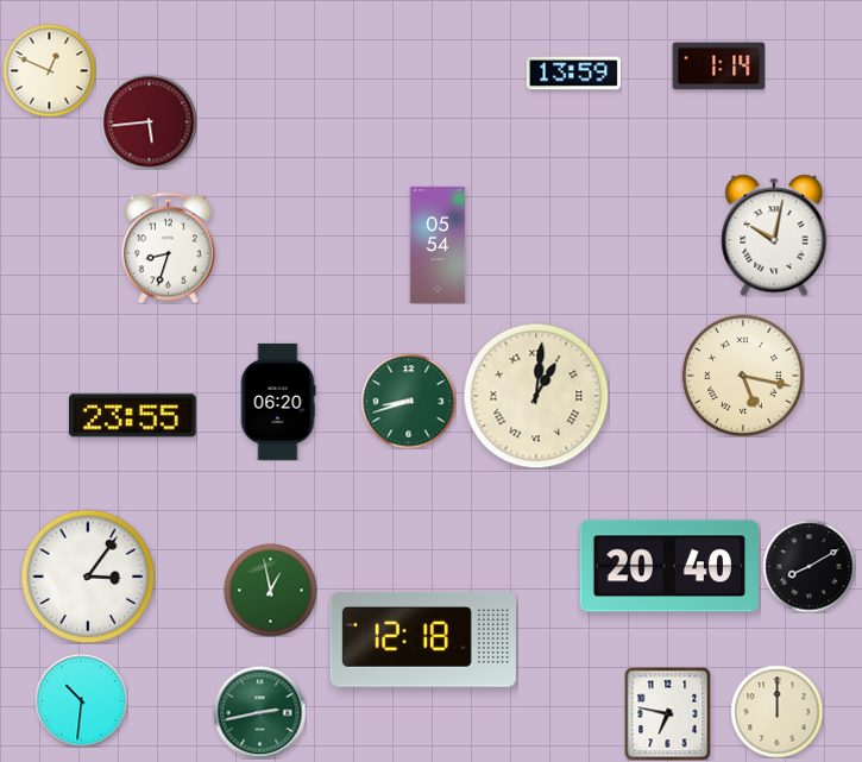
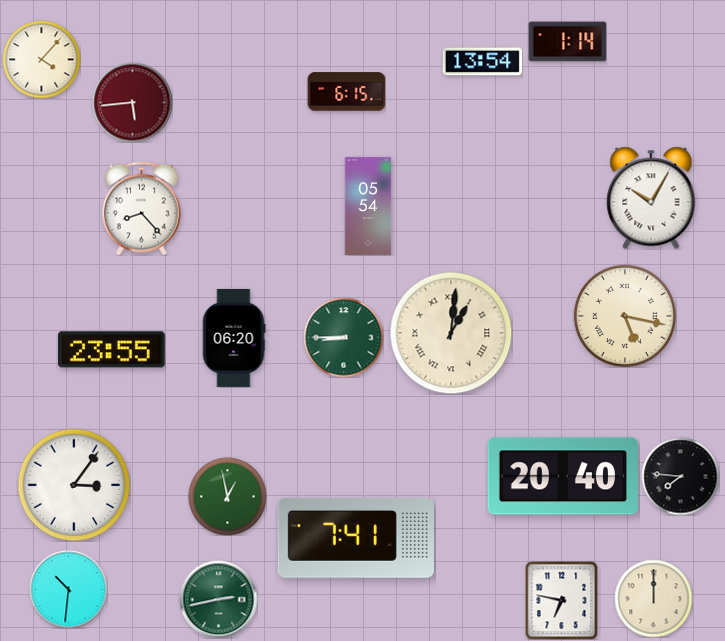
clock at (718, 67) position: (718, 67) -> (567, 42)
clock at (49, 70): 12:49 -> 4:07
clock at (573, 74): 13:59 -> 13:54
clock at (346, 92): none -> 6:15
clock at (149, 121) position: (149, 121) -> (132, 102)
clock at (774, 235): 10:02 -> 10:05
clock at (169, 247): 8:33 -> 8:23
clock at (408, 401): 8:42 -> 8:45
clock at (808, 566): 8:10 -> 7:46
clock at (423, 640): 12:18 -> 7:41
